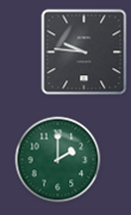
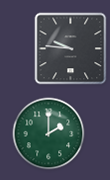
clock at (85, 53) position: (85, 53) -> (71, 49)
